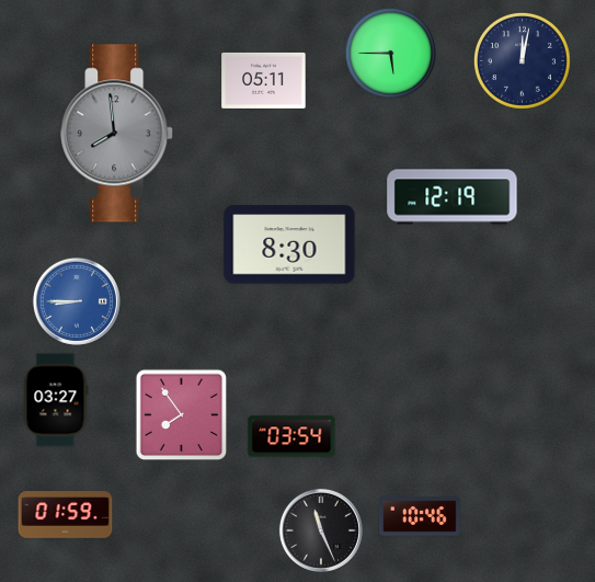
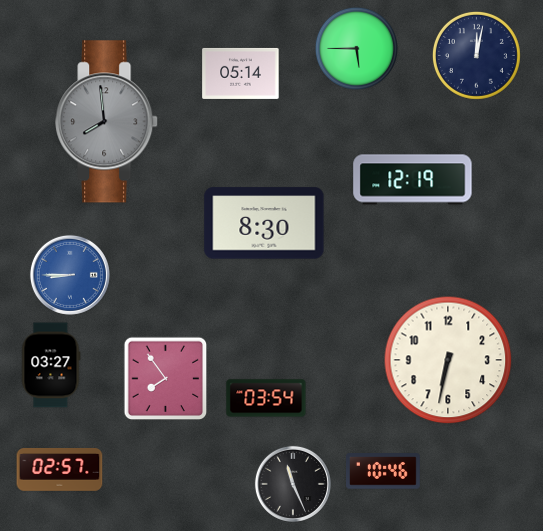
clock at (264, 80): 05:11 -> 05:14
clock at (448, 360): none -> 6:32
clock at (66, 515): 01:59 -> 02:57
